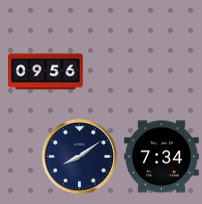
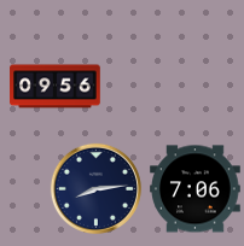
clock at (79, 156): 8:09 -> 8:14
clock at (162, 157): 7:34 -> 7:06
